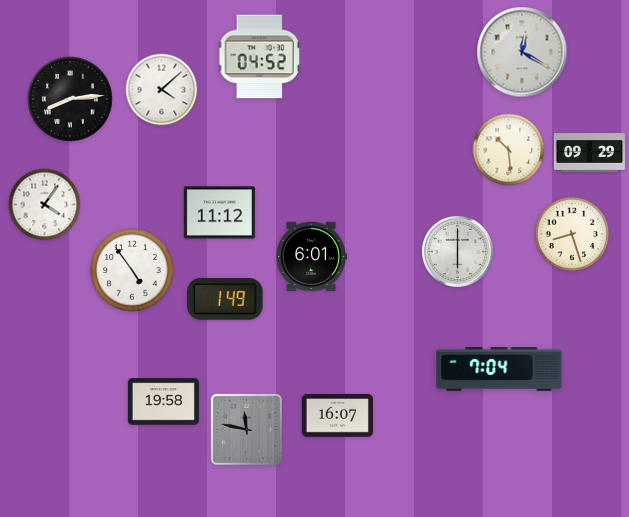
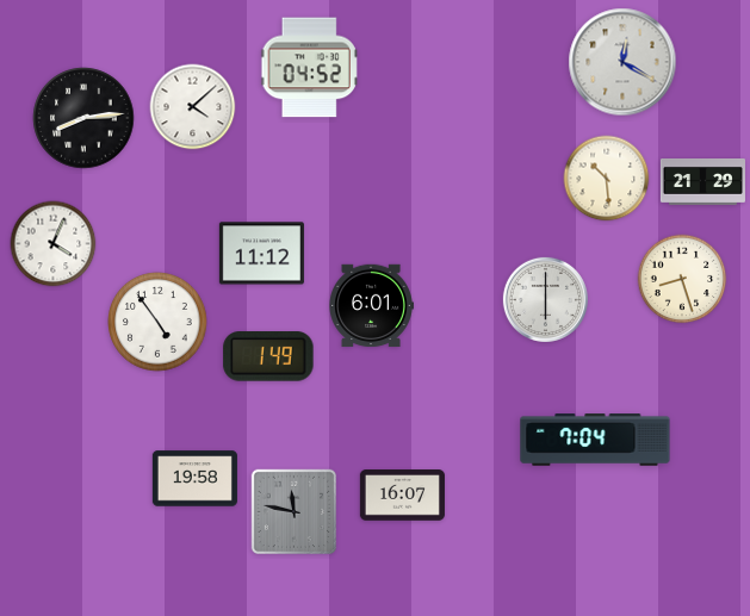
clock at (589, 153): 09:29 -> 21:29
clock at (45, 205): 4:06 -> 4:04
